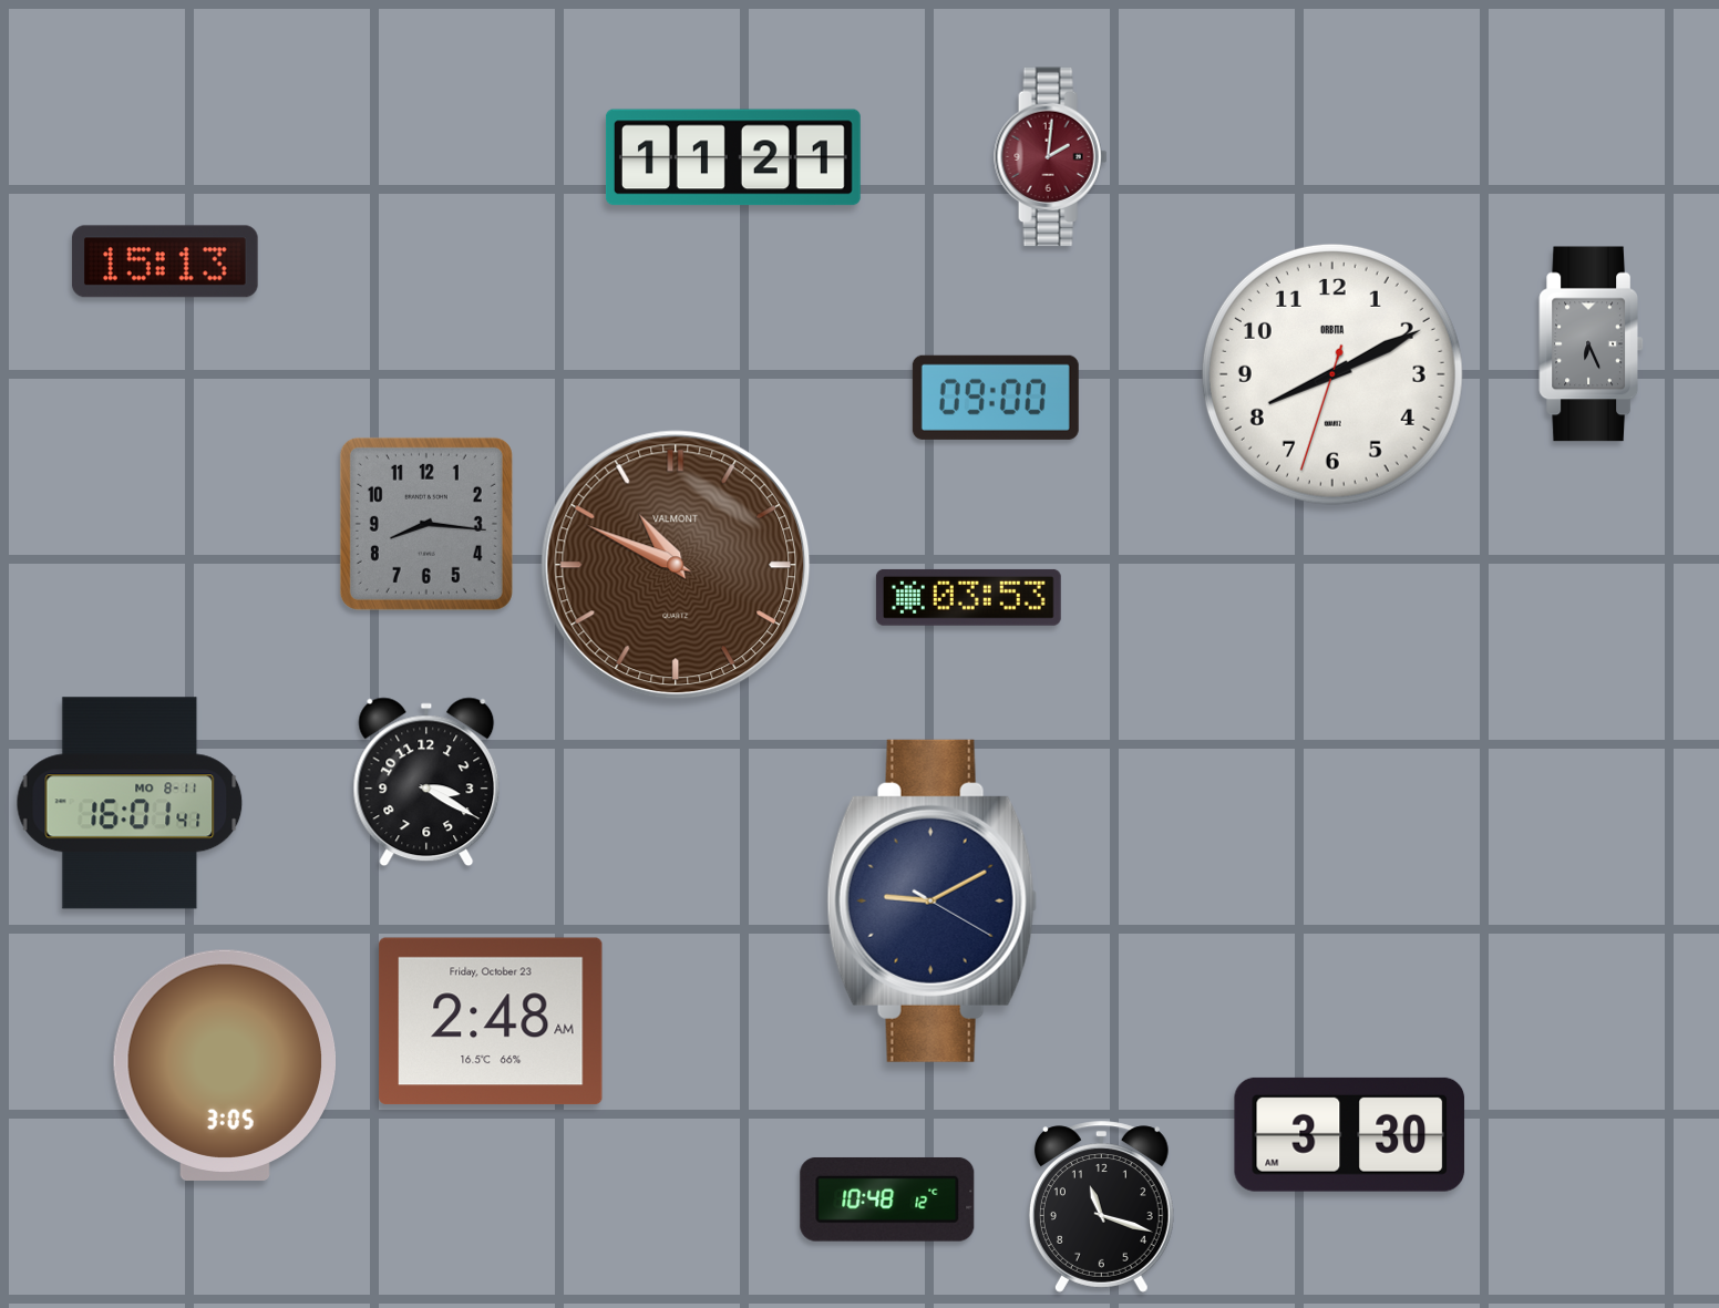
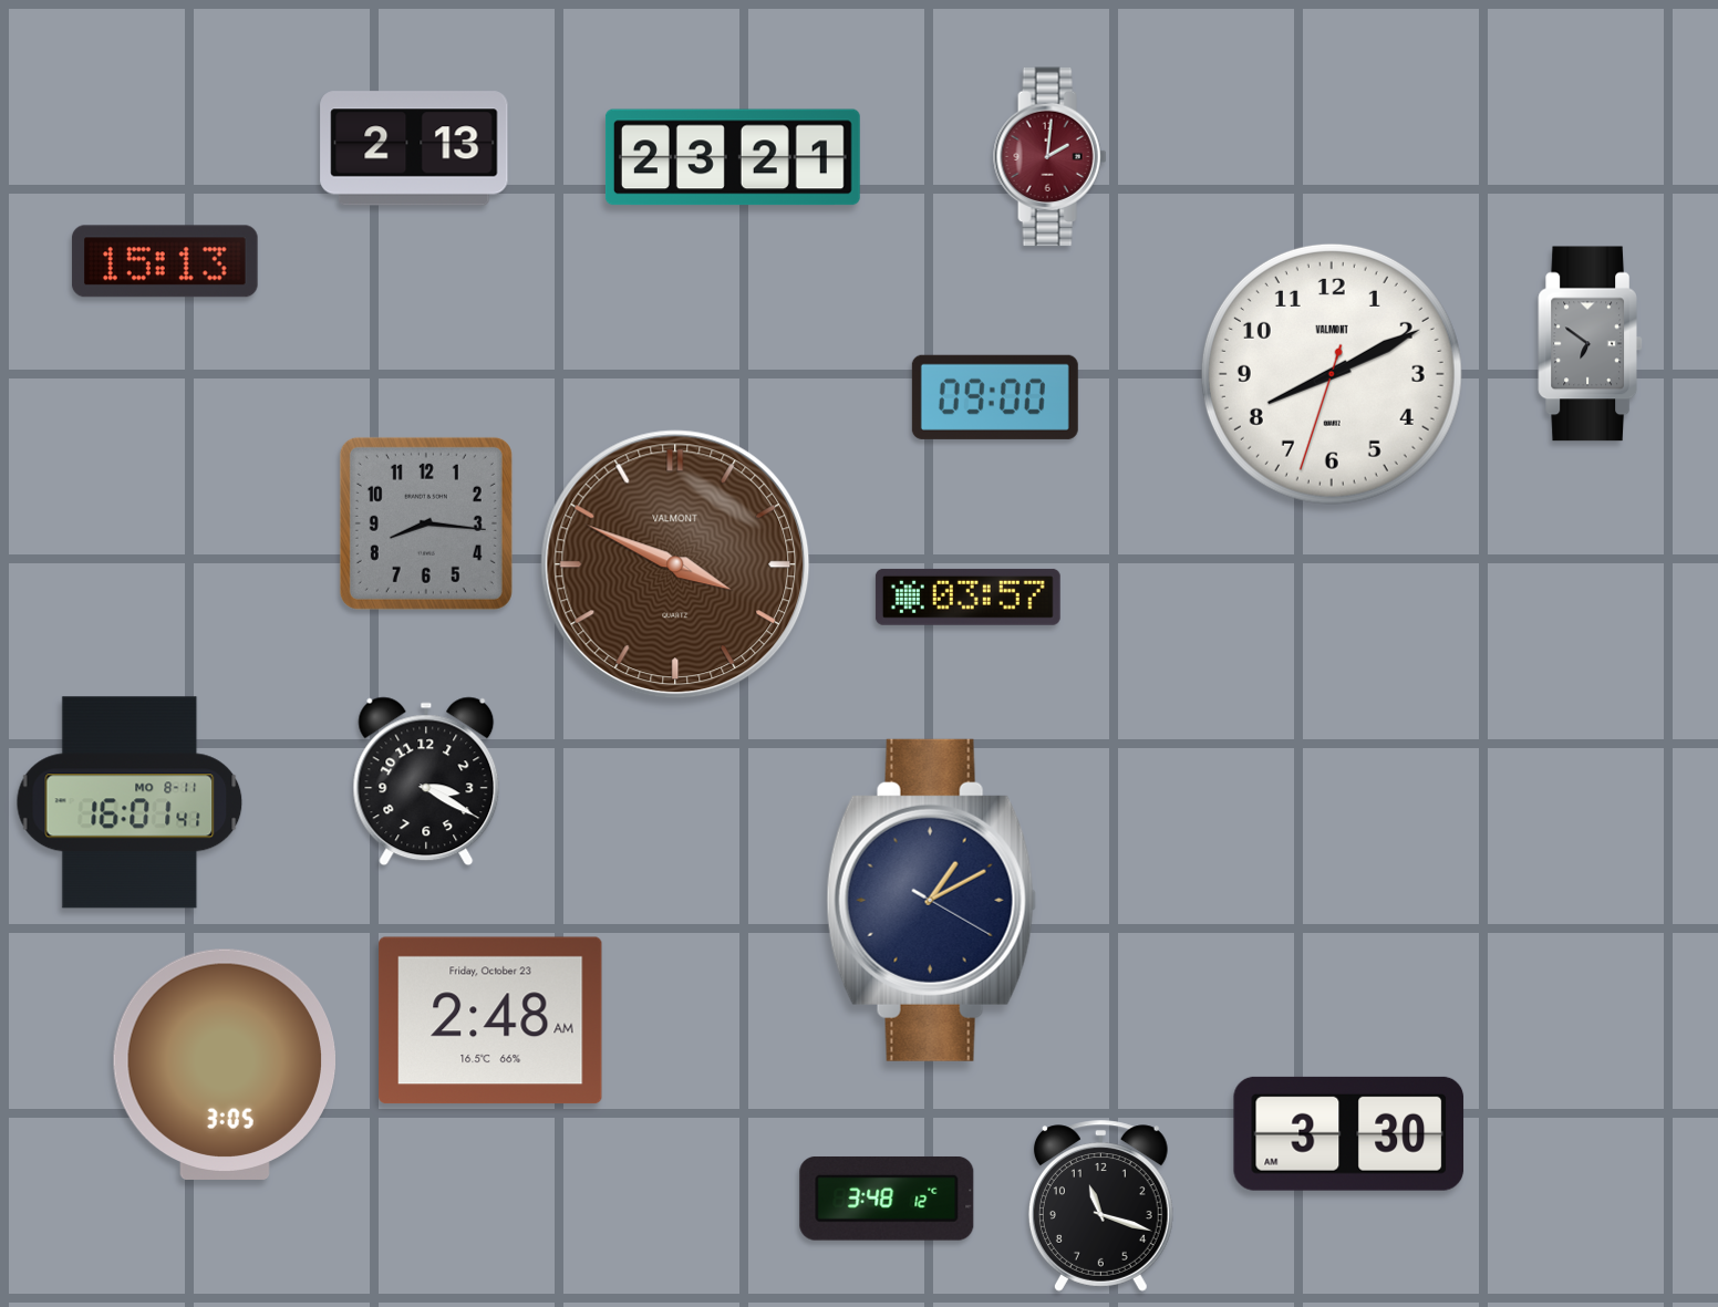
clock at (414, 148): none -> 2:13
clock at (733, 157): 11:21 -> 23:21
clock at (1591, 344): 6:26 -> 6:51
clock at (1332, 374) brand: ORBITA -> VALMONT
clock at (676, 565): 10:49 -> 3:49
clock at (968, 597): 03:53 -> 03:57
clock at (931, 900): 9:10 -> 1:10
clock at (887, 1199): 10:48 -> 3:48
